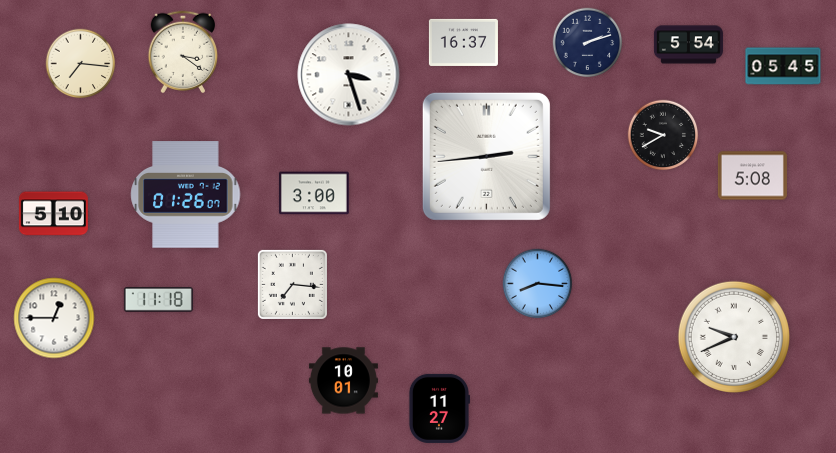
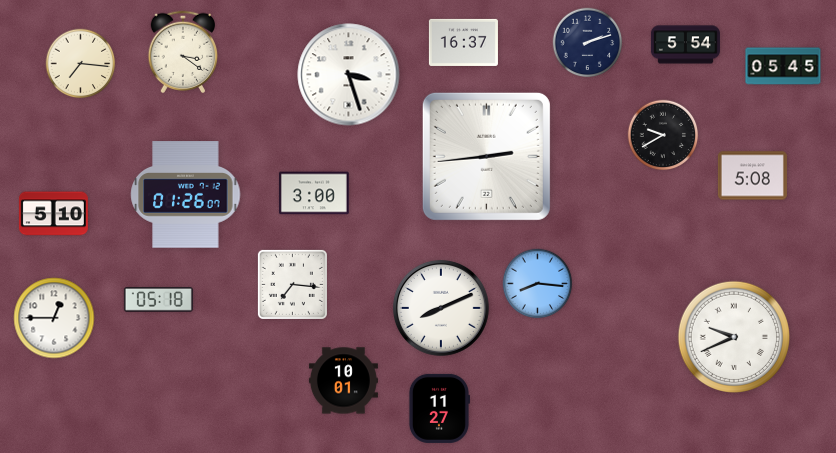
clock at (688, 45) position: (688, 45) -> (685, 45)
clock at (158, 300): 11:18 -> 05:18
clock at (441, 308): none -> 8:11
